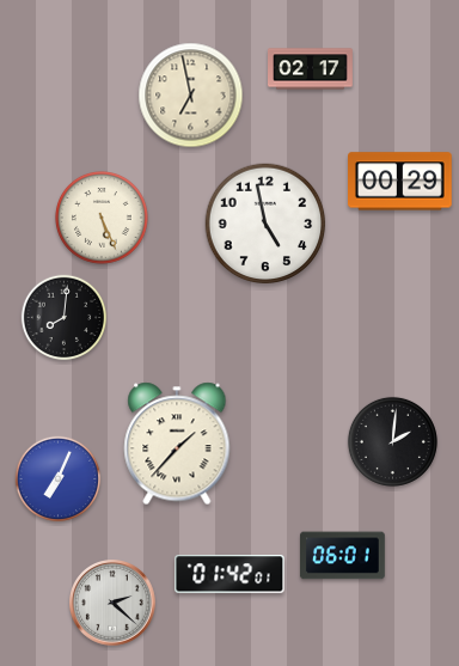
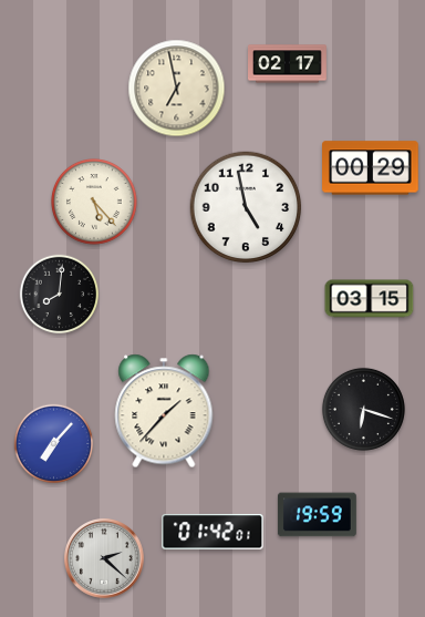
clock at (103, 219): 5:26 -> 5:23
clock at (370, 299): none -> 03:15
clock at (392, 441): 2:01 -> 6:18
clock at (59, 479): 7:04 -> 7:07
clock at (342, 556): 06:01 -> 19:59
